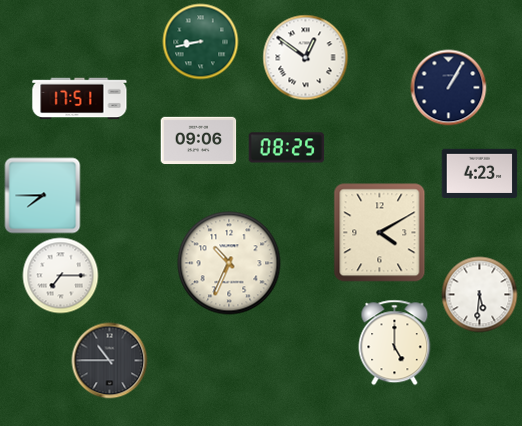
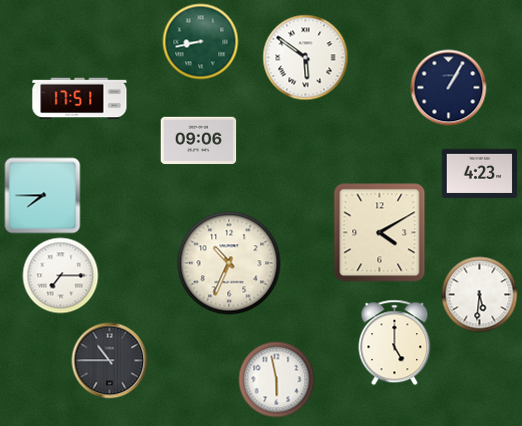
clock at (306, 58): 12:51 -> 5:51
clock at (287, 148): 08:25 -> none
clock at (277, 380): none -> 5:58
